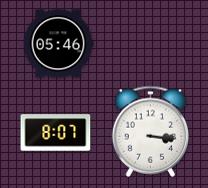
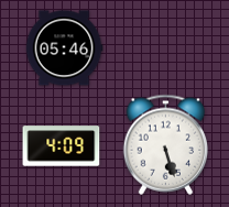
clock at (151, 131): 3:16 -> 5:27
clock at (56, 133): 8:07 -> 4:09
